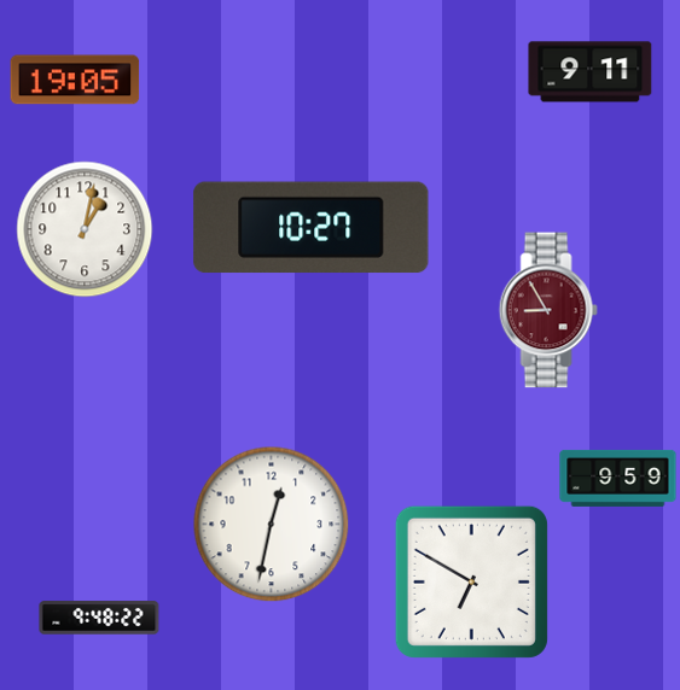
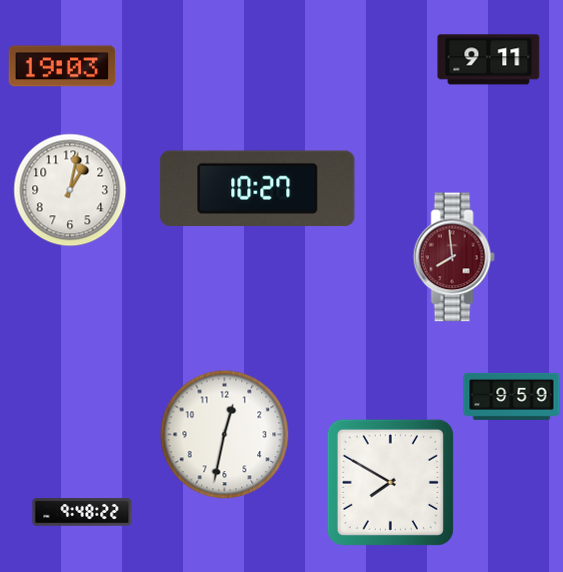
clock at (75, 80): 19:05 -> 19:03
clock at (548, 310): 8:55 -> 7:59
clock at (471, 581): 6:50 -> 7:50
